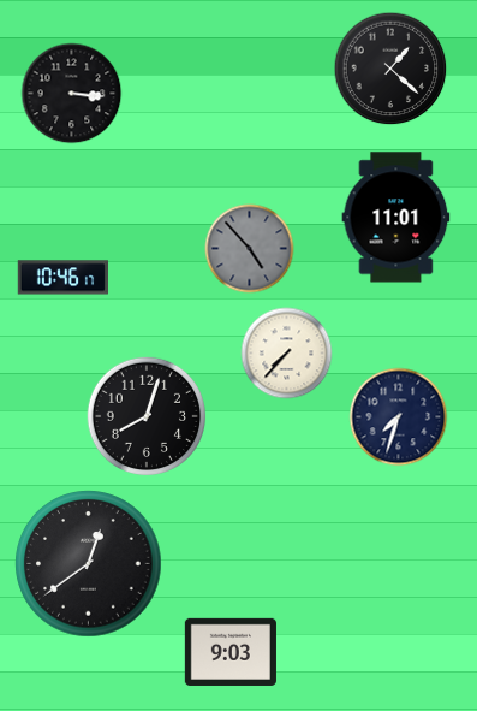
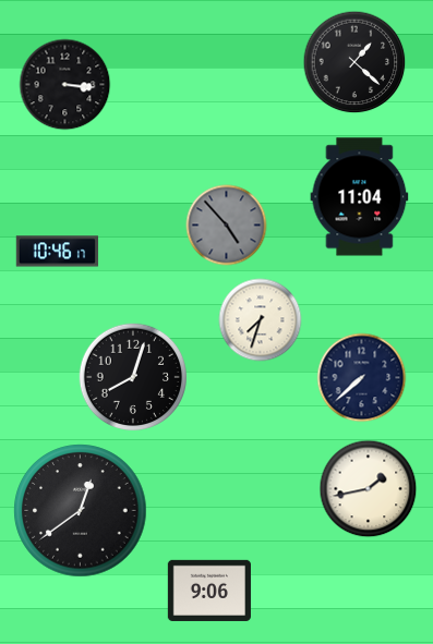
clock at (396, 218): 11:01 -> 11:04
clock at (287, 354): 7:37 -> 7:33
clock at (399, 417): 7:33 -> 7:38
clock at (369, 489): none -> 1:43
clock at (231, 652): 9:03 -> 9:06
